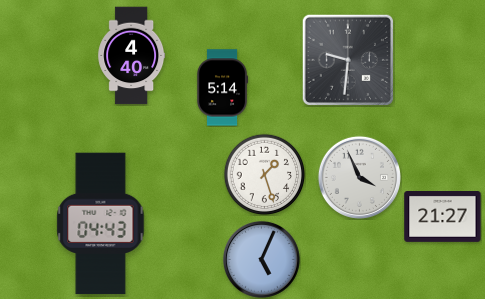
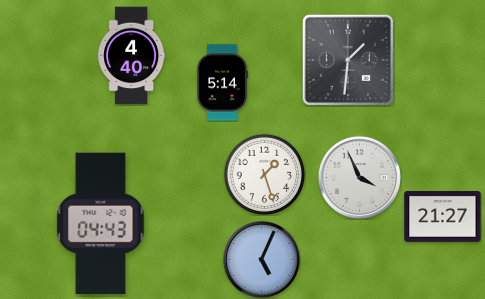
clock at (348, 60): 9:31 -> 1:31
clock at (222, 88) position: (222, 88) -> (222, 83)
